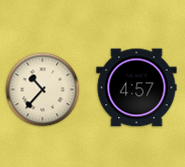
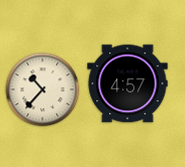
clock at (137, 88) position: (137, 88) -> (128, 84)
